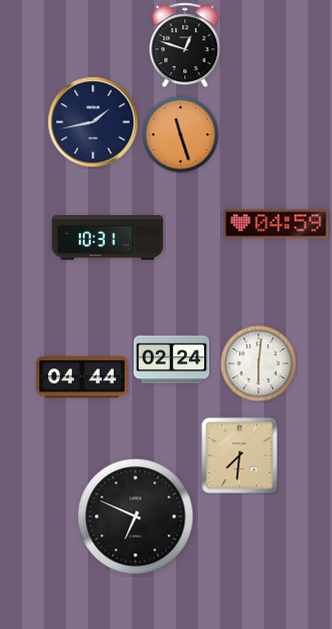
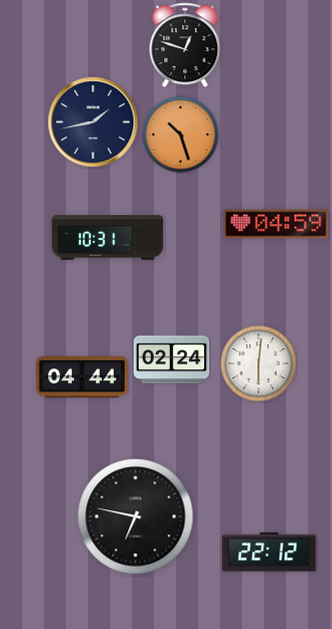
clock at (181, 135): 11:27 -> 10:27
clock at (240, 456): 7:31 -> none
clock at (136, 517): 6:49 -> 6:47
clock at (269, 552): none -> 22:12
